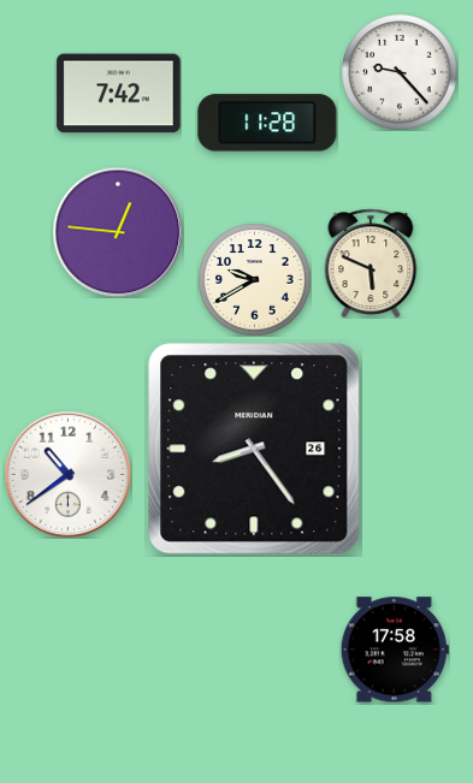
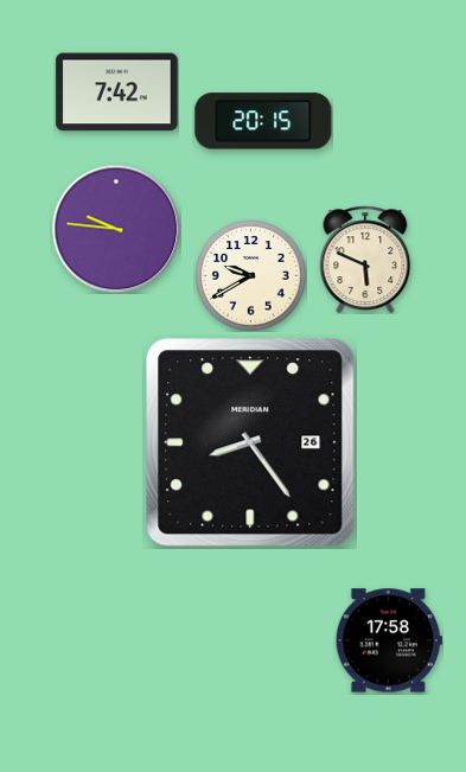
clock at (400, 72): 9:23 -> none
clock at (267, 123): 11:28 -> 20:15
clock at (118, 232): 12:46 -> 9:46
clock at (67, 474): 10:39 -> none
